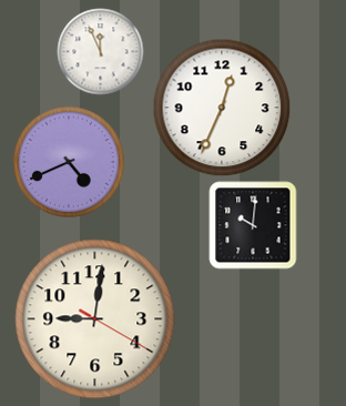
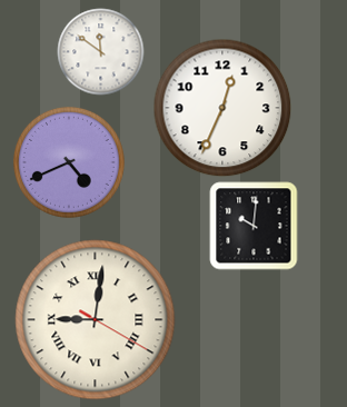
clock at (100, 51): 11:56 -> 11:51
clock at (95, 319) numerals: Arabic -> Roman
